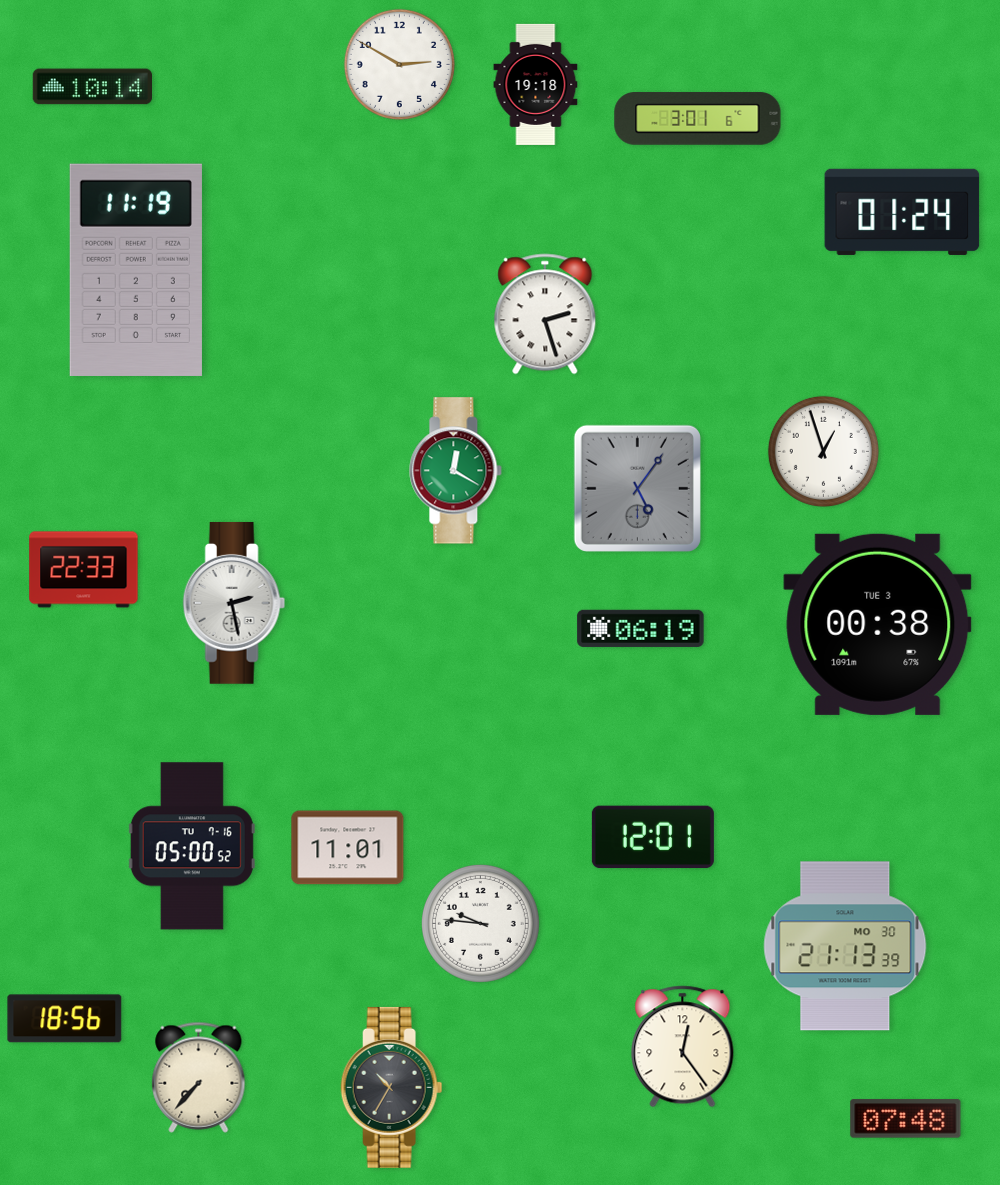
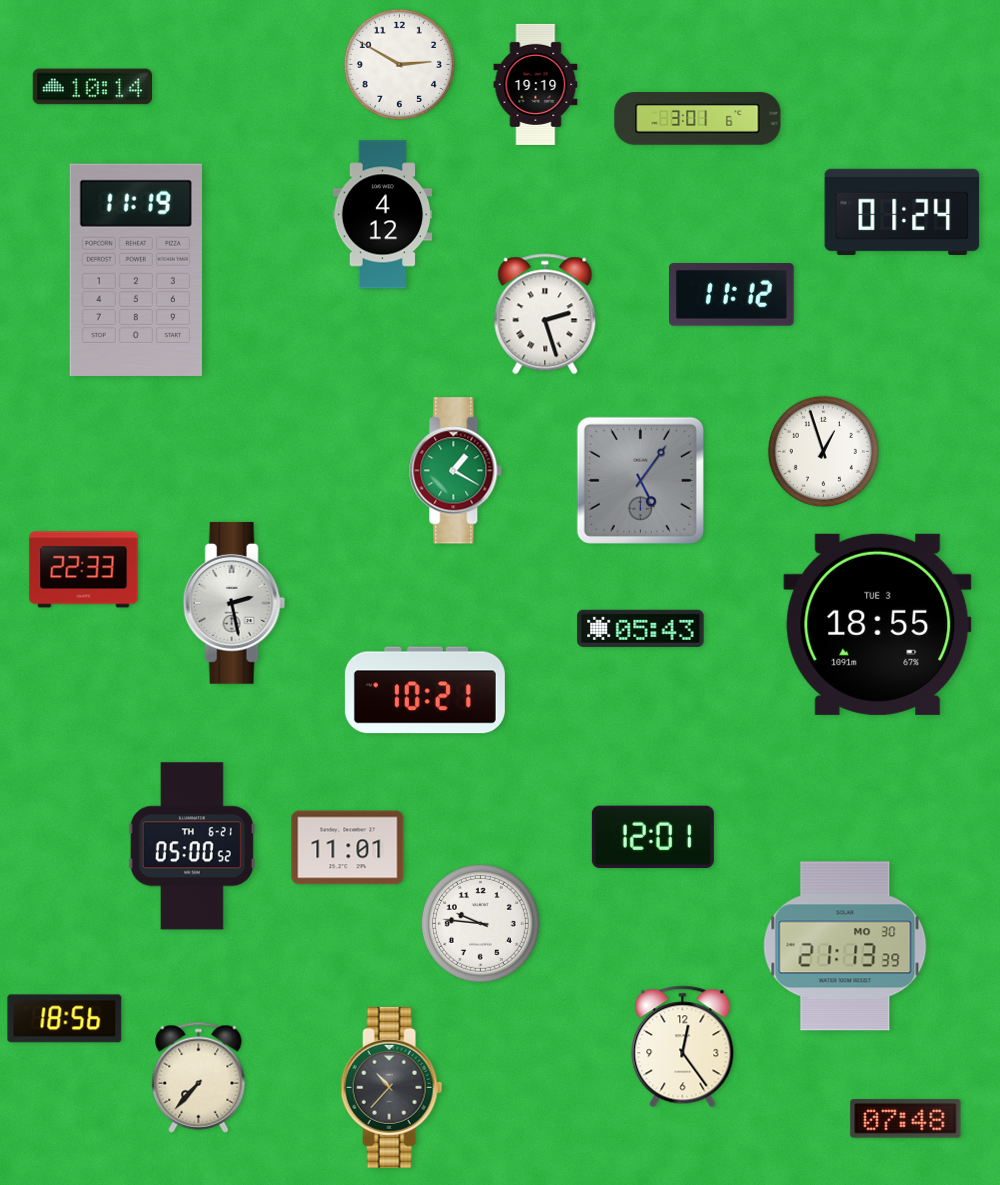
clock at (536, 84): 19:18 -> 19:19
clock at (383, 215): none -> 4:12
clock at (732, 295): none -> 11:12
clock at (456, 471): 12:20 -> 1:20
clock at (637, 488) position: (637, 488) -> (640, 480)
clock at (878, 624): 00:38 -> 18:55
clock at (641, 628): 06:19 -> 05:43
clock at (425, 690): none -> 10:21
clock at (192, 846) date: TU 7-16 -> TH 6-21
clock at (392, 1087): 10:35 -> 10:37
